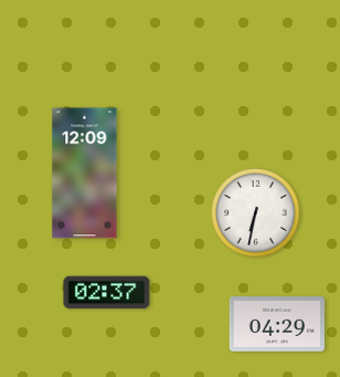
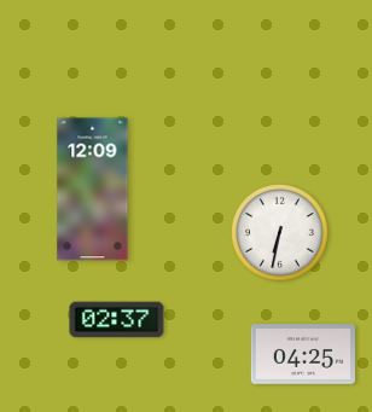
clock at (277, 324): 04:29 -> 04:25
